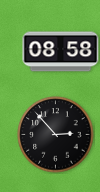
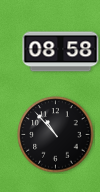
clock at (56, 135): 2:53 -> 10:53
